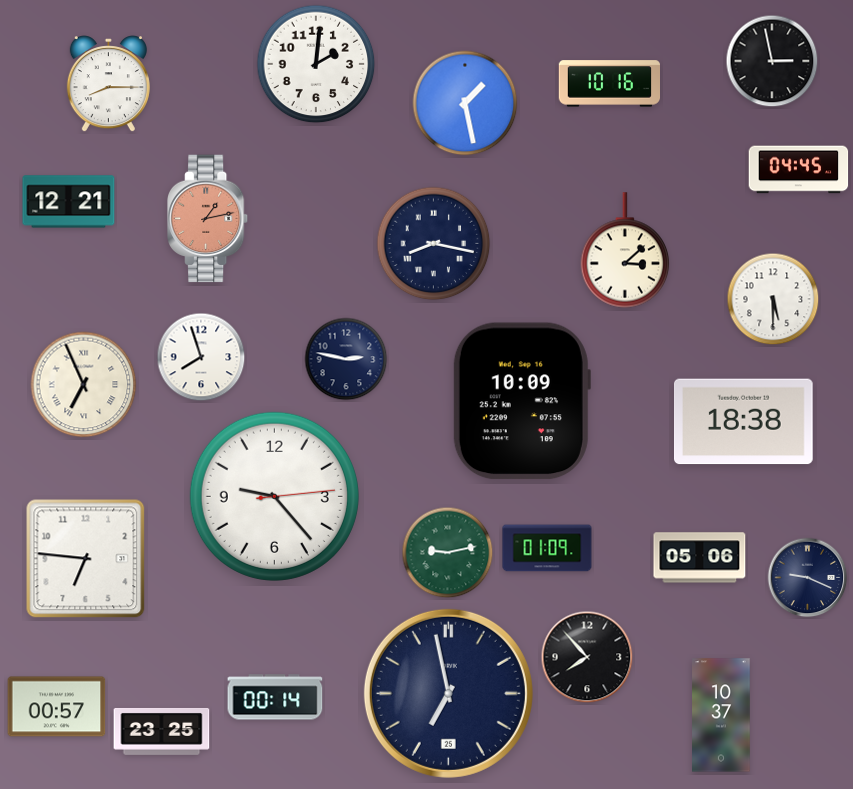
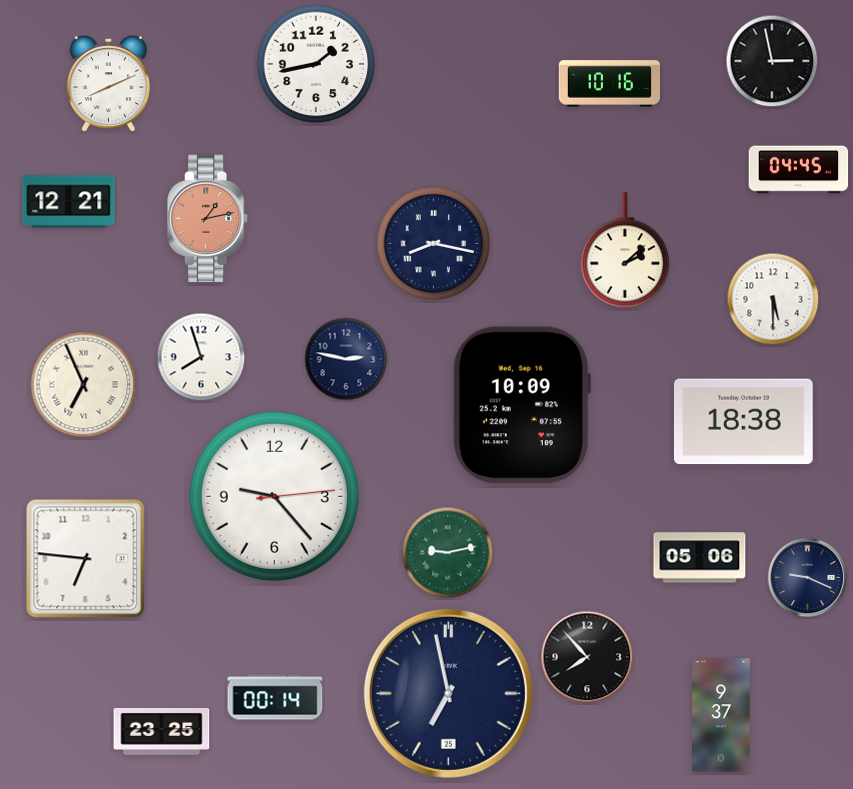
clock at (316, 64): 2:01 -> 1:43
clock at (108, 84): 8:15 -> 8:11
clock at (465, 103): 1:28 -> none
clock at (625, 250): 3:08 -> 2:08
clock at (522, 401) position: (522, 401) -> (522, 405)
clock at (547, 548): 01:09 -> none
clock at (57, 707): 00:57 -> none
clock at (721, 715): 10:37 -> 9:37
